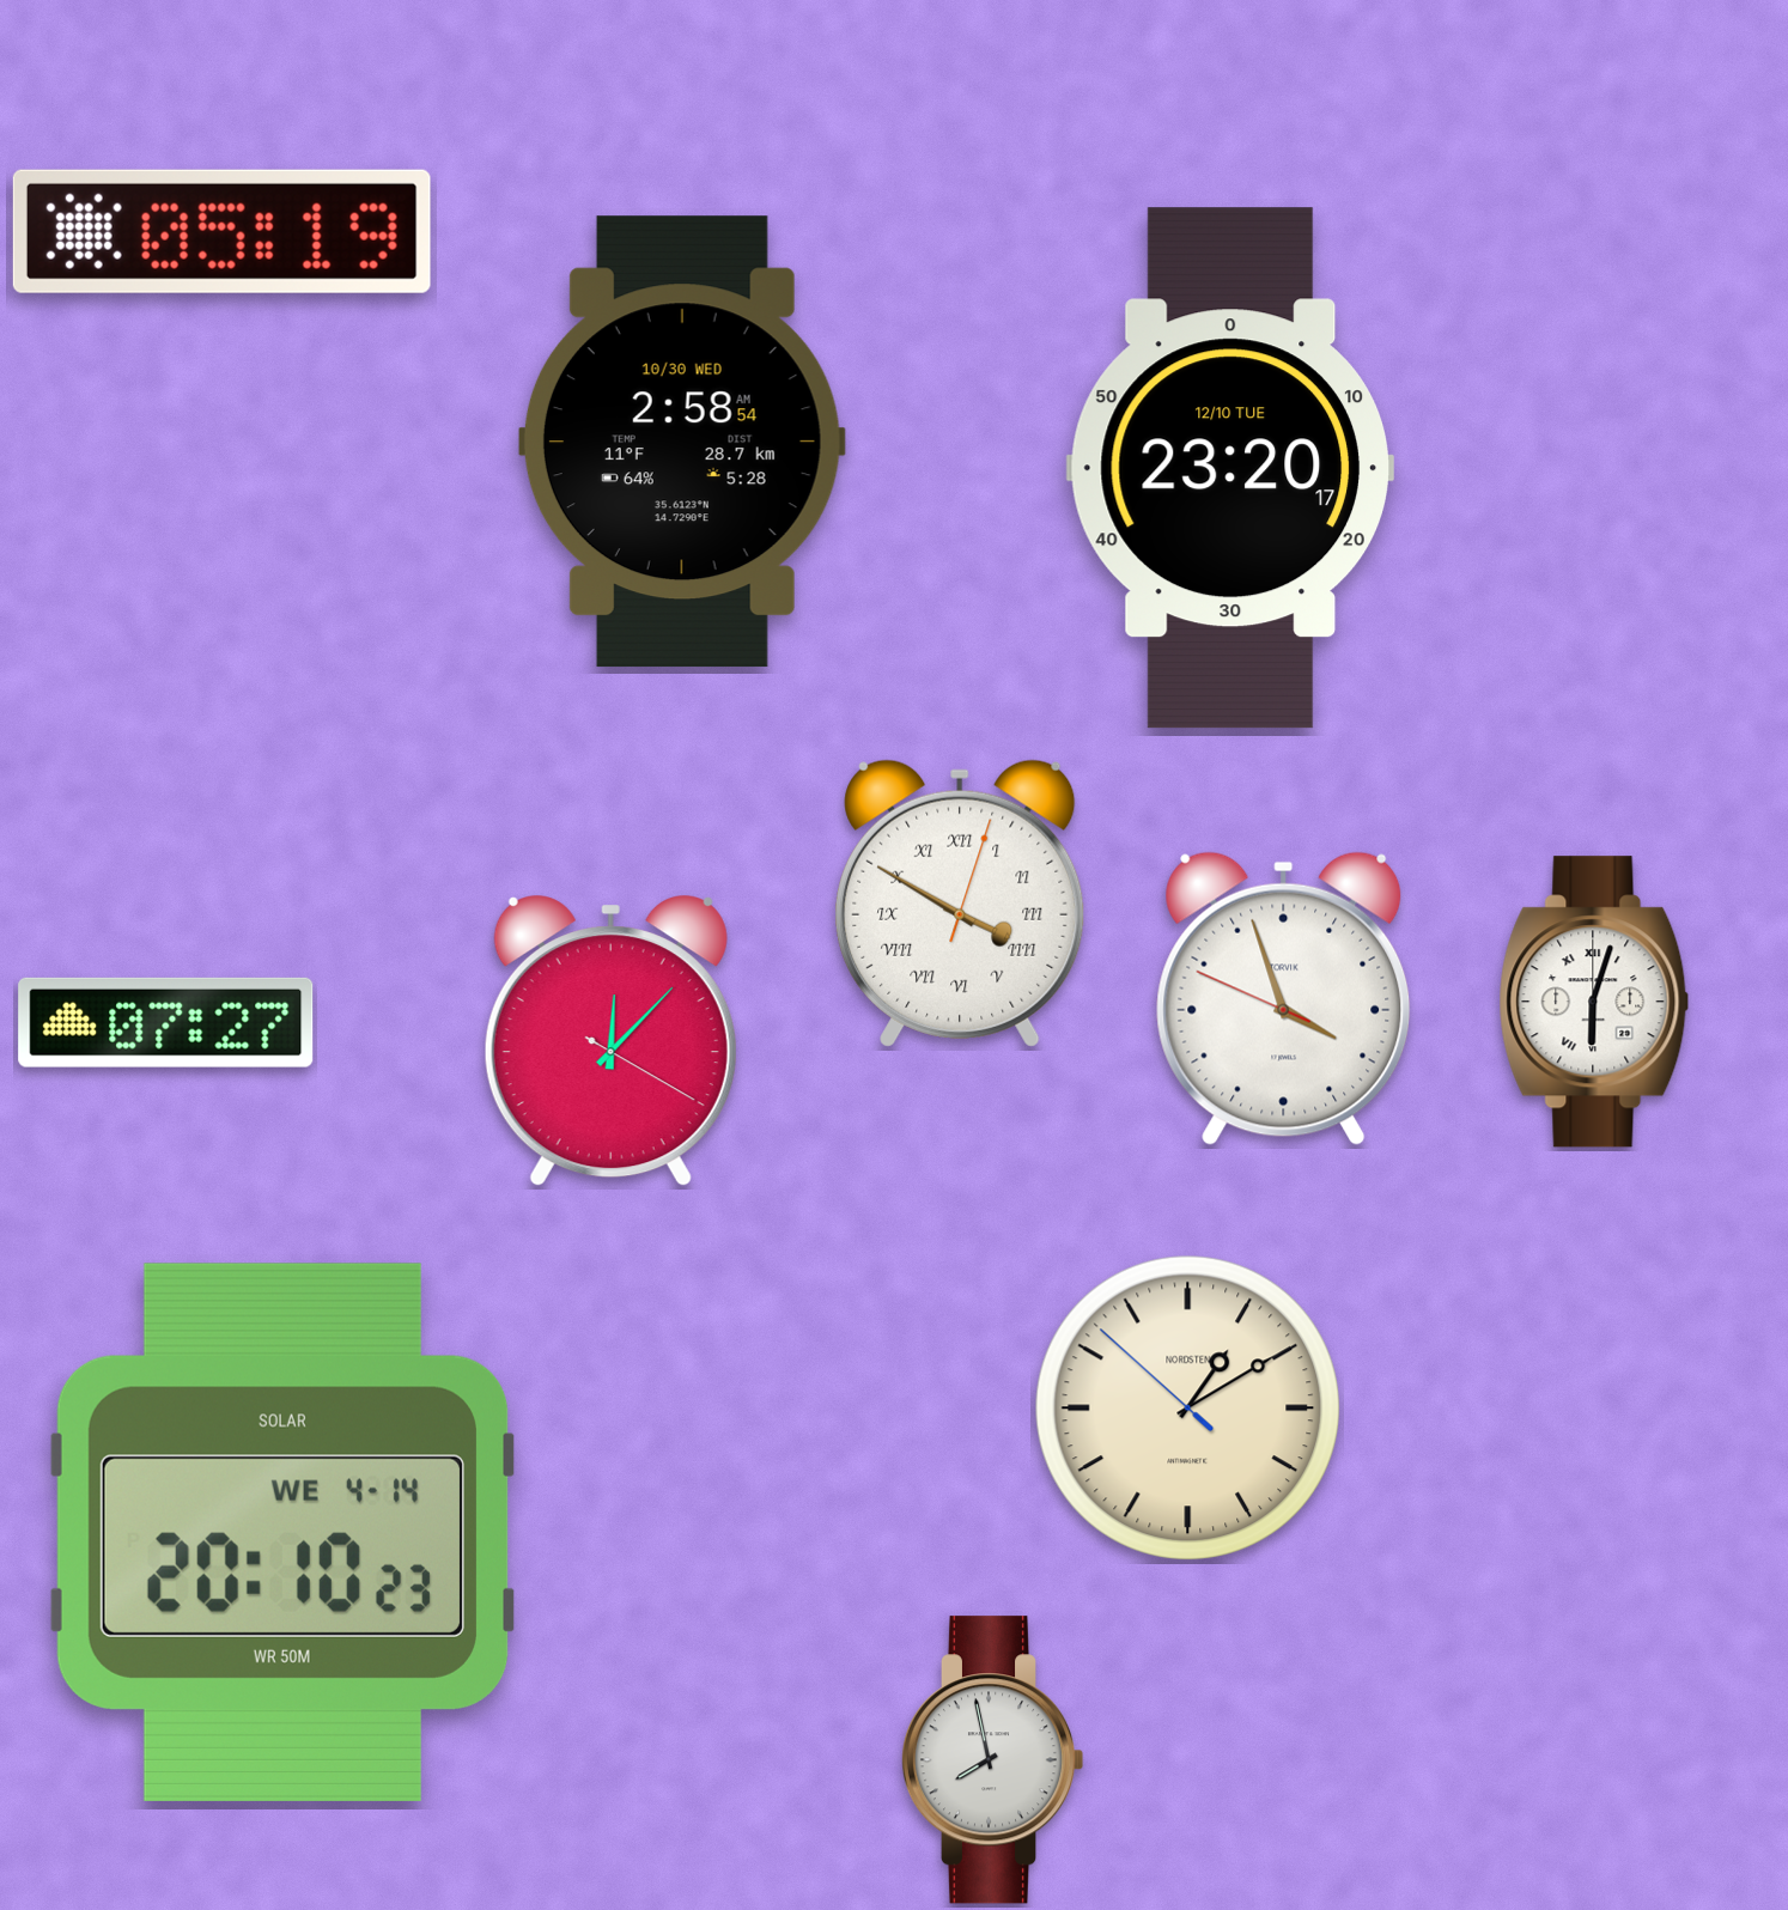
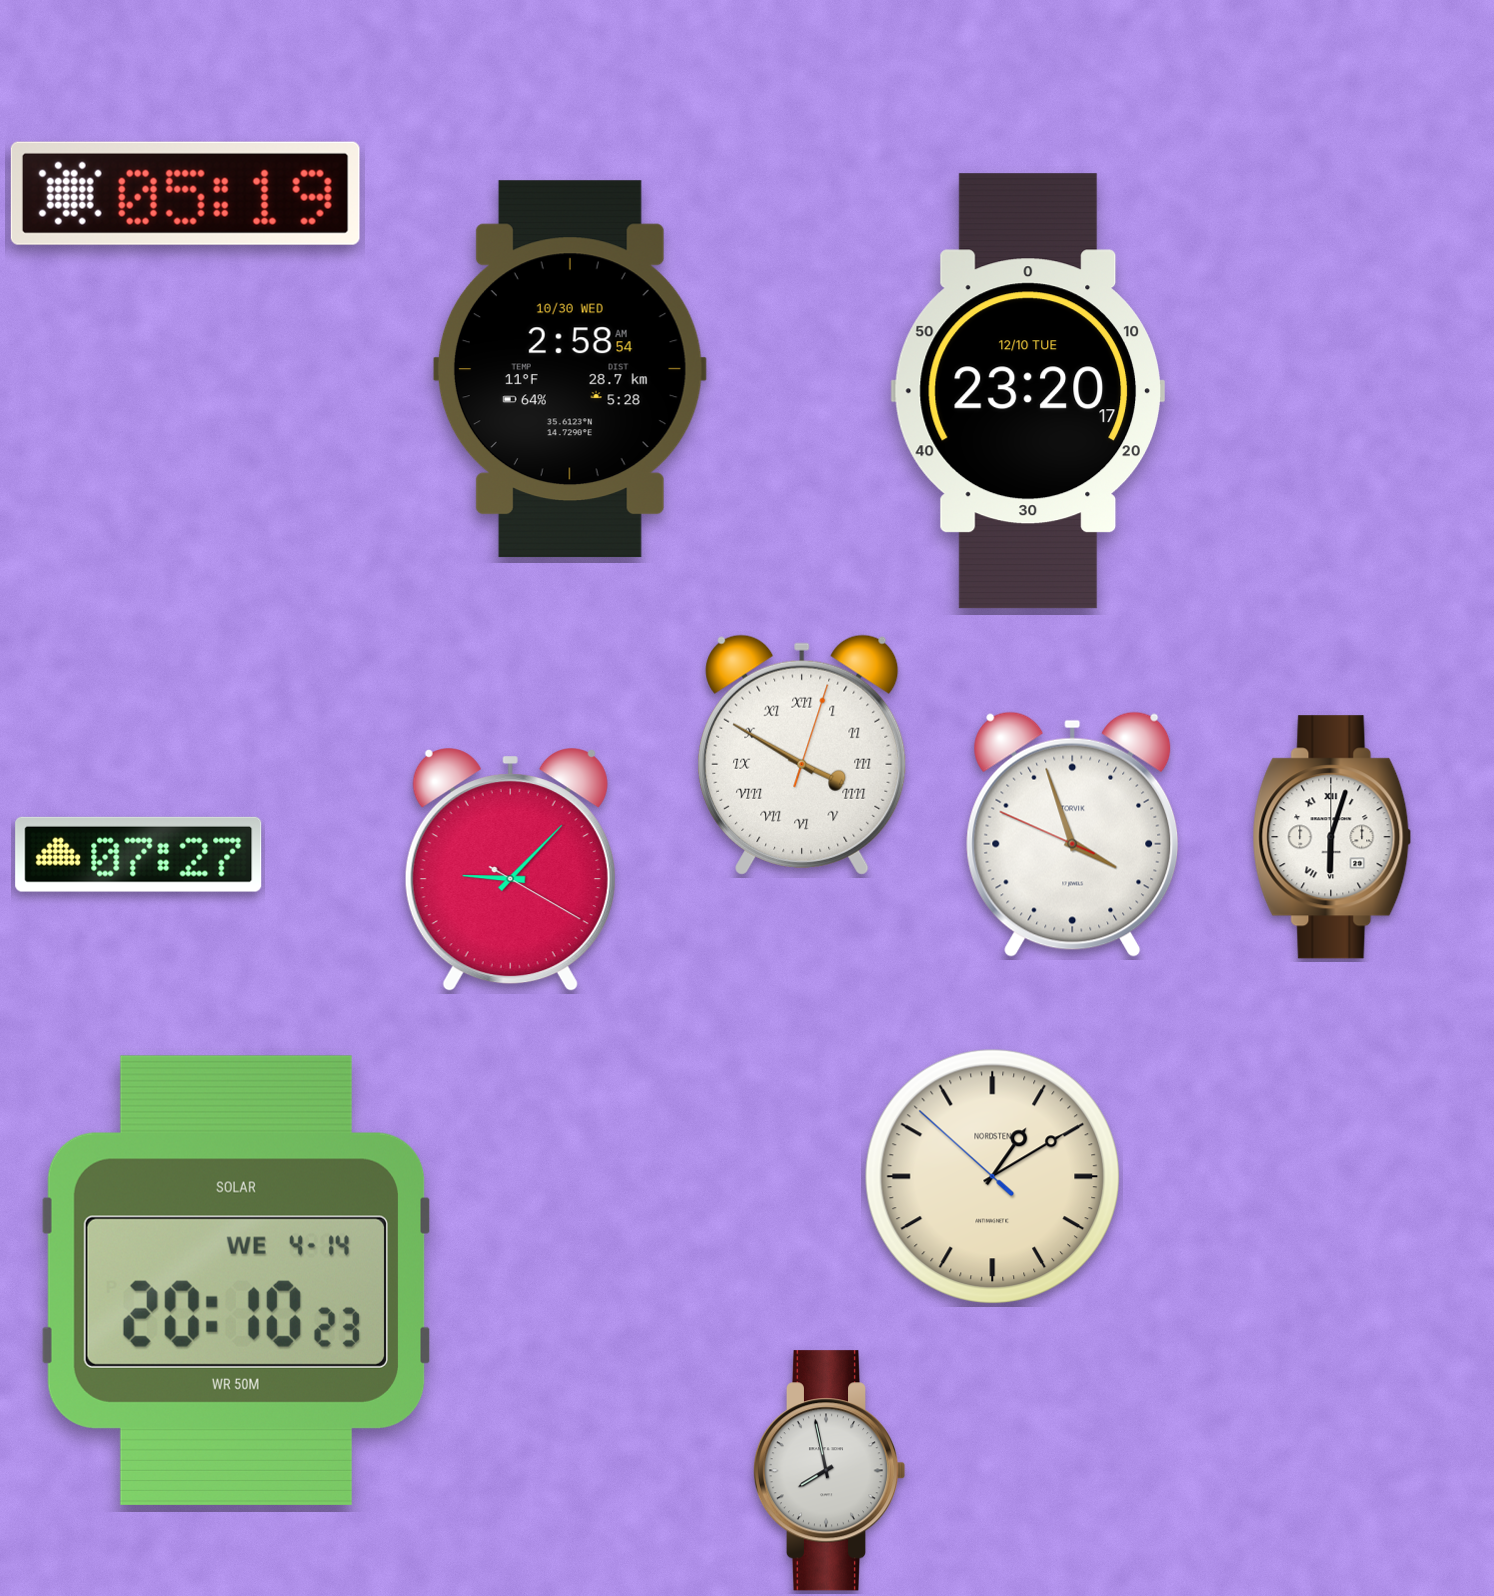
clock at (610, 1041): 12:07 -> 9:07
